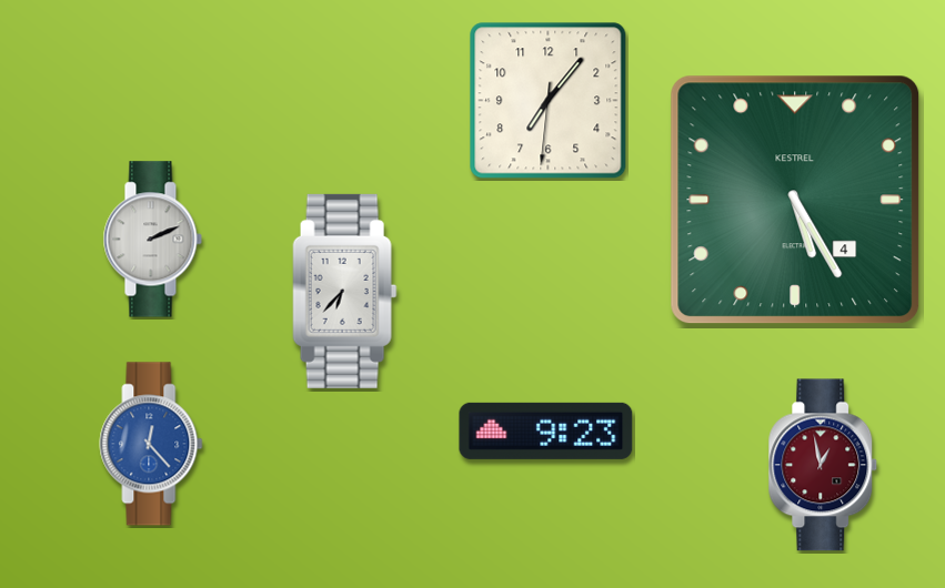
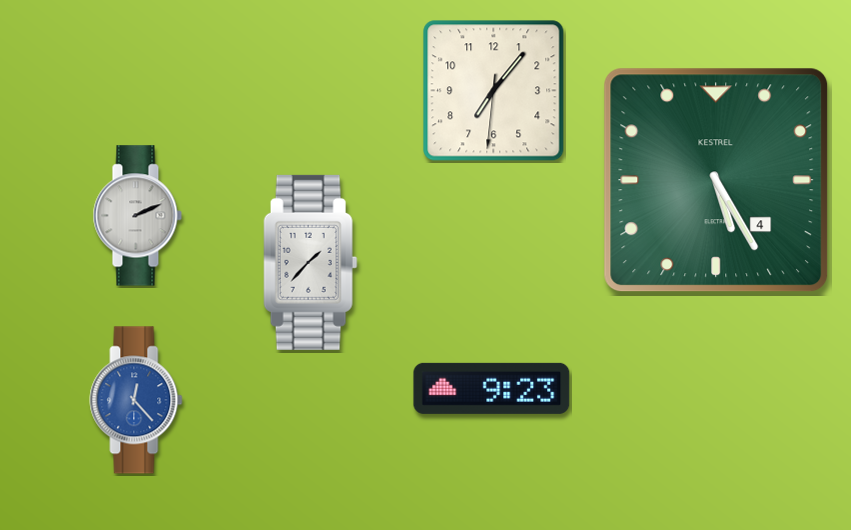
clock at (345, 291): 6:37 -> 1:37
clock at (823, 465): 12:58 -> none
